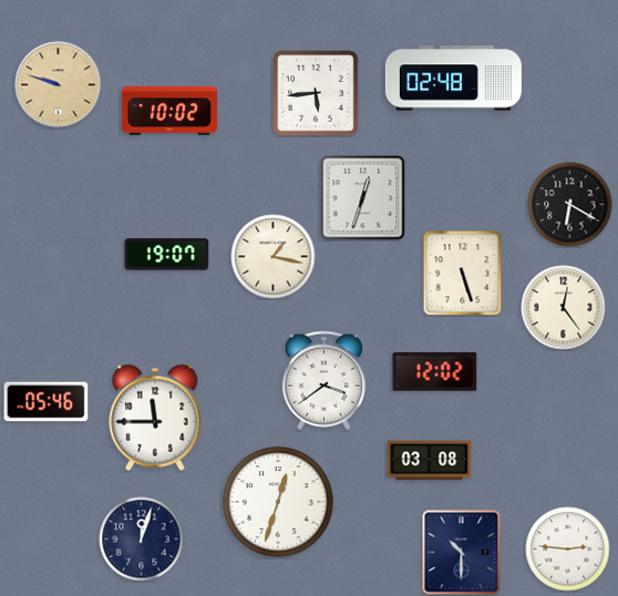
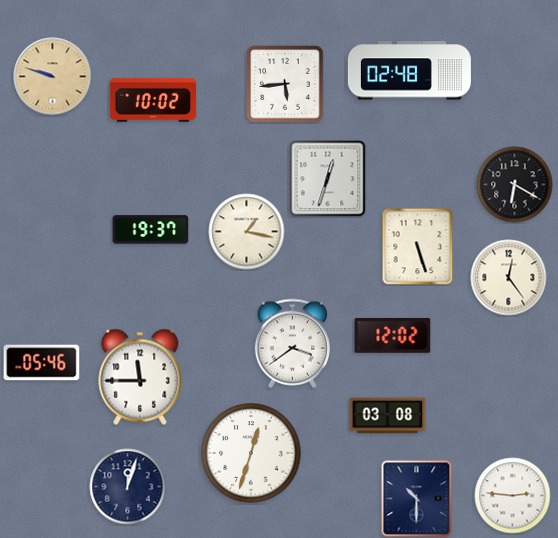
clock at (167, 255): 19:07 -> 19:37
